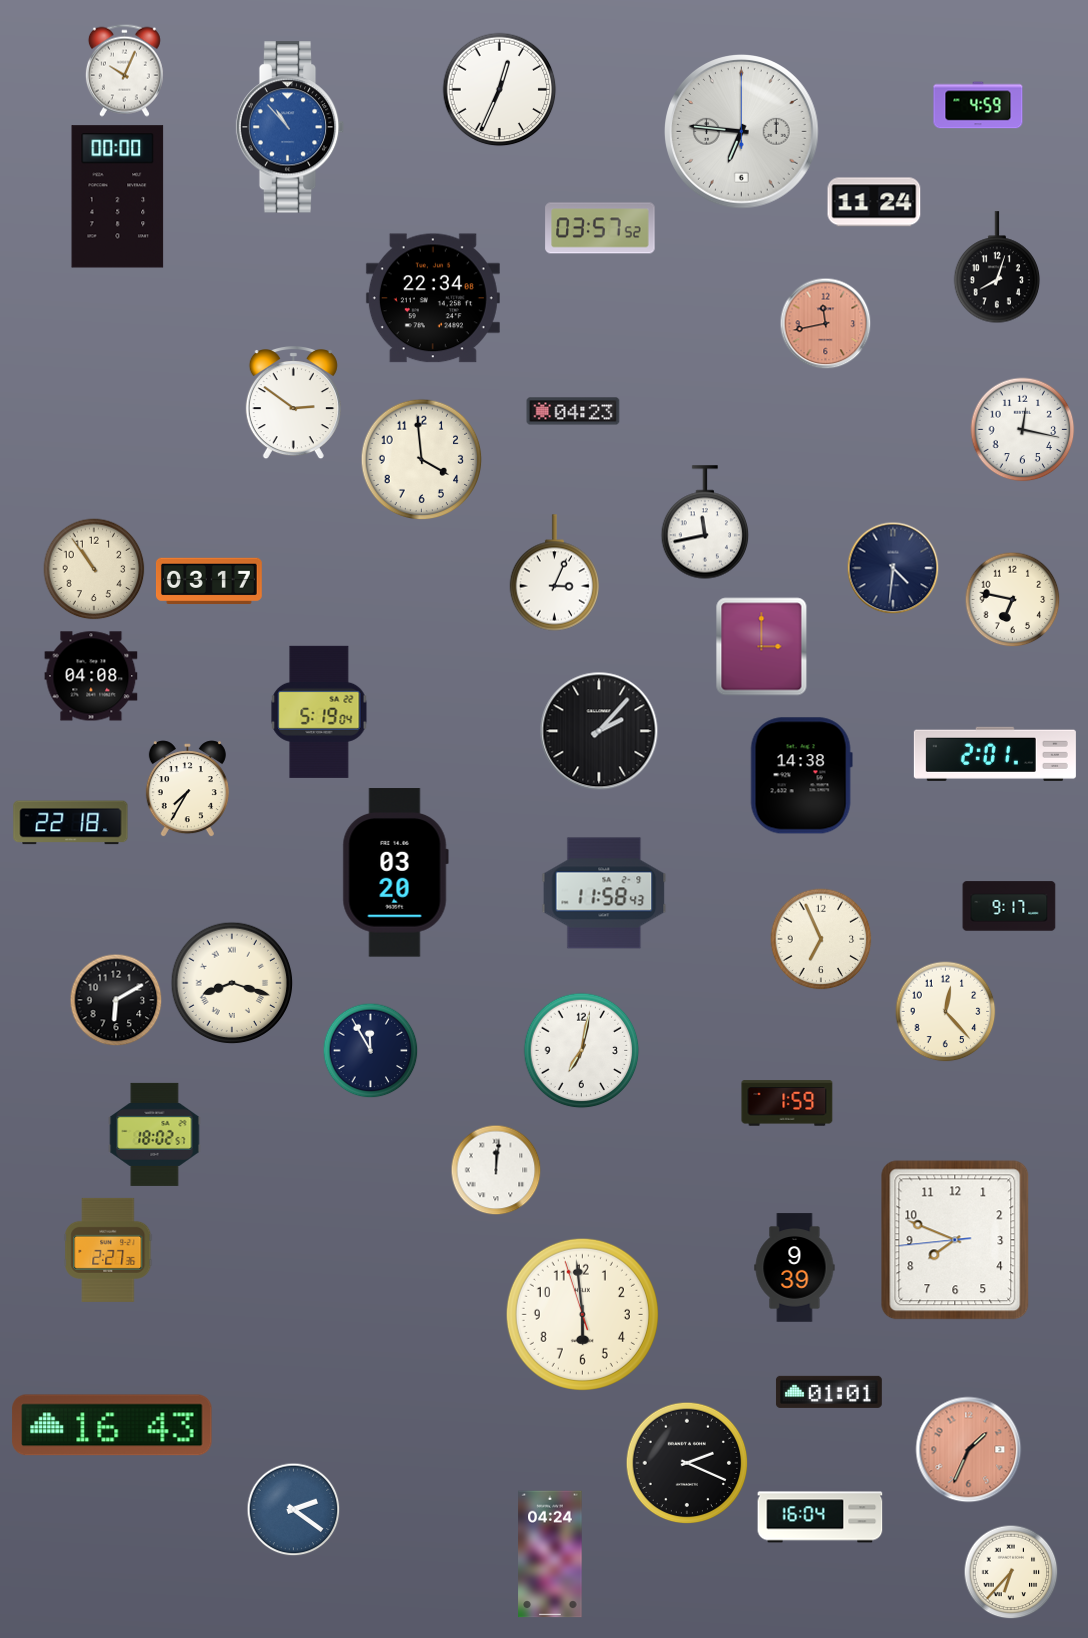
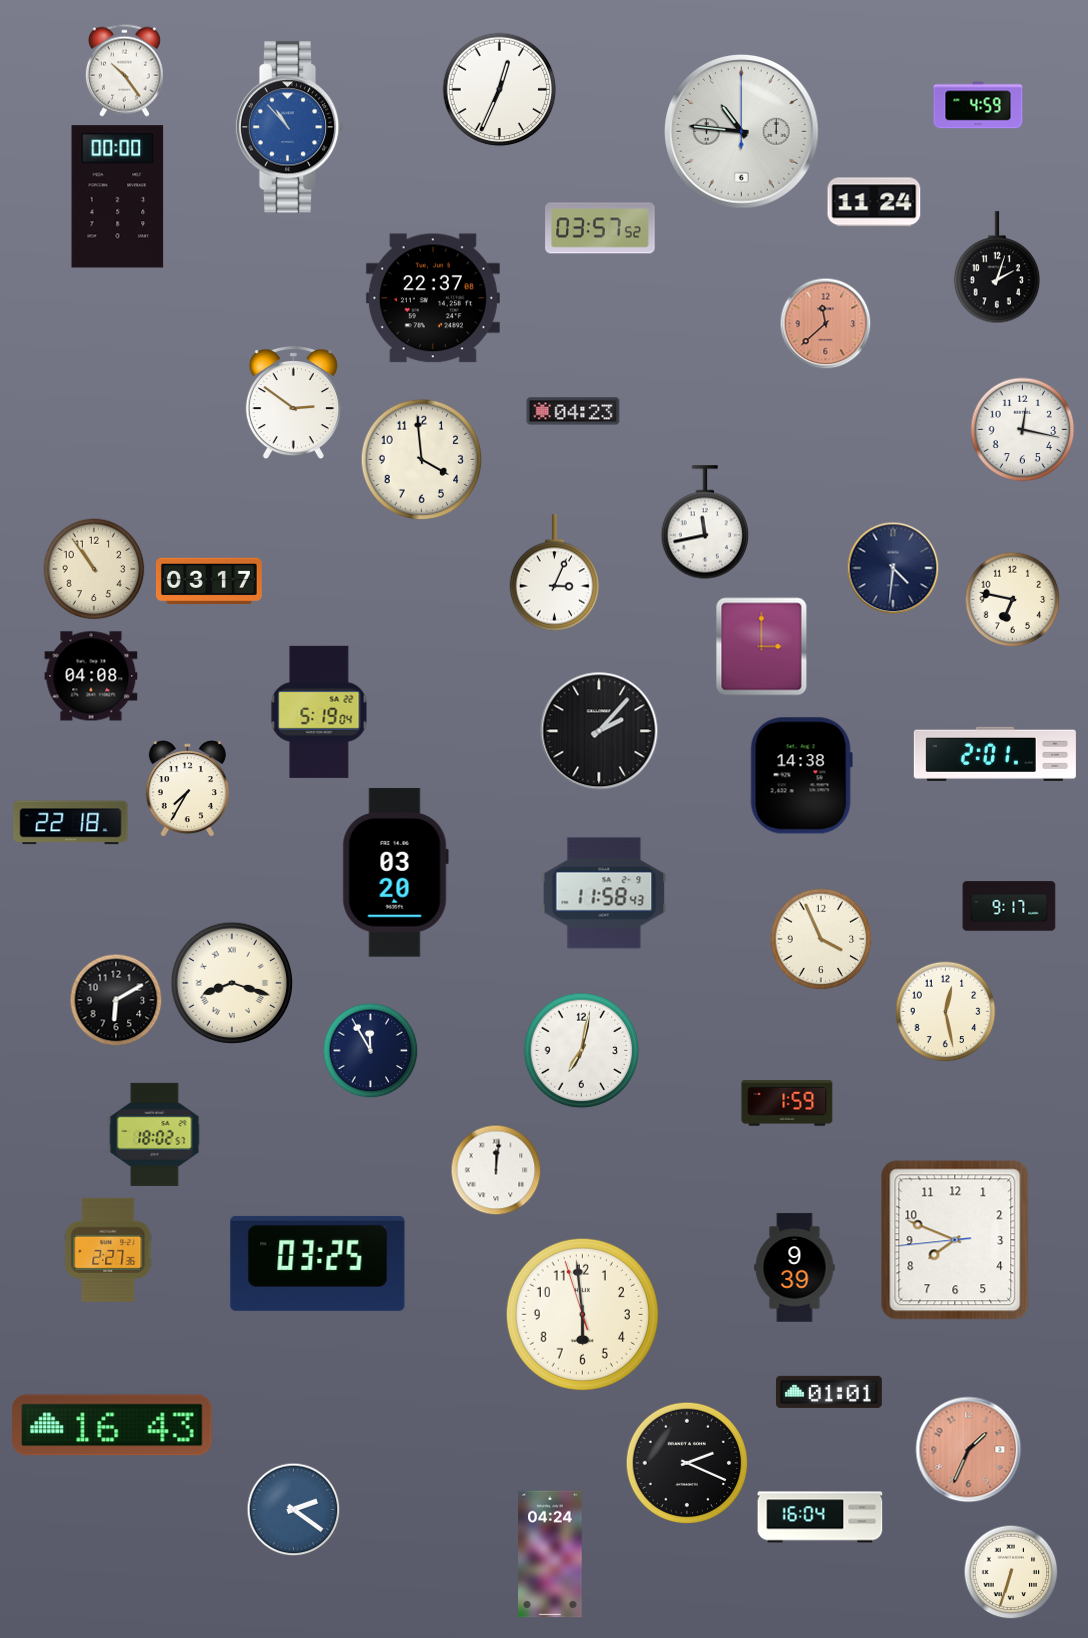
clock at (124, 70): 10:04 -> 10:24
clock at (742, 132): 6:46 -> 10:46
clock at (997, 268): 8:03 -> 2:03
clock at (433, 298): 22:34 -> 22:37
clock at (826, 324): 11:43 -> 11:38
clock at (821, 939): 6:56 -> 3:56
clock at (946, 1012): 12:23 -> 12:28
clock at (318, 1263): none -> 03:25
clock at (1011, 1572): 6:37 -> 6:33
